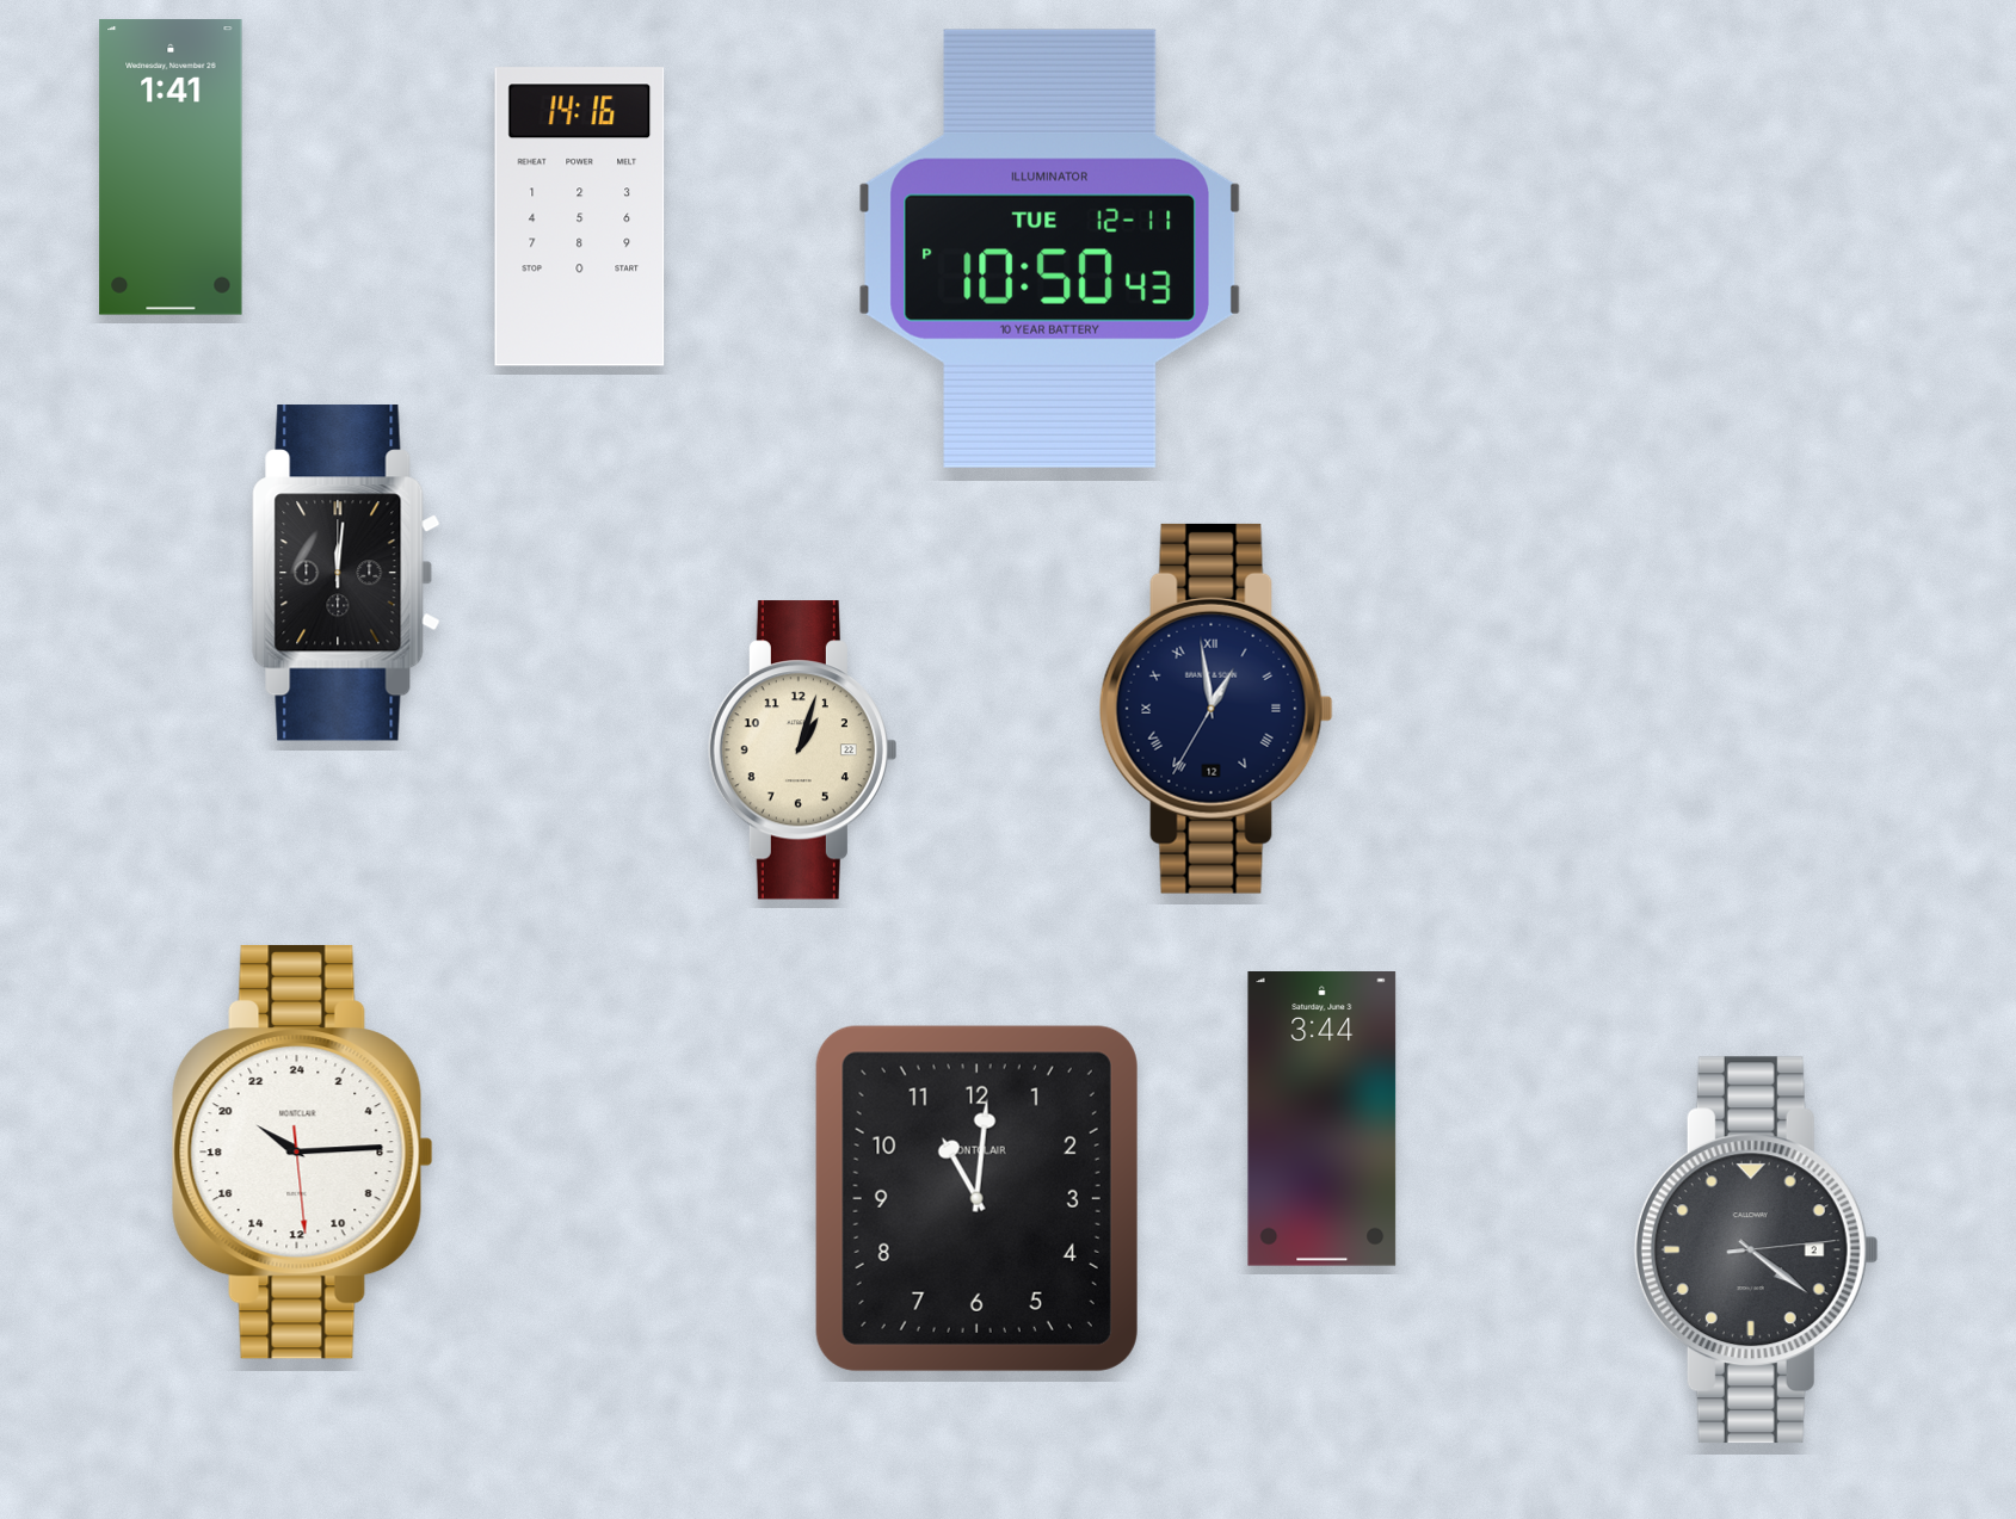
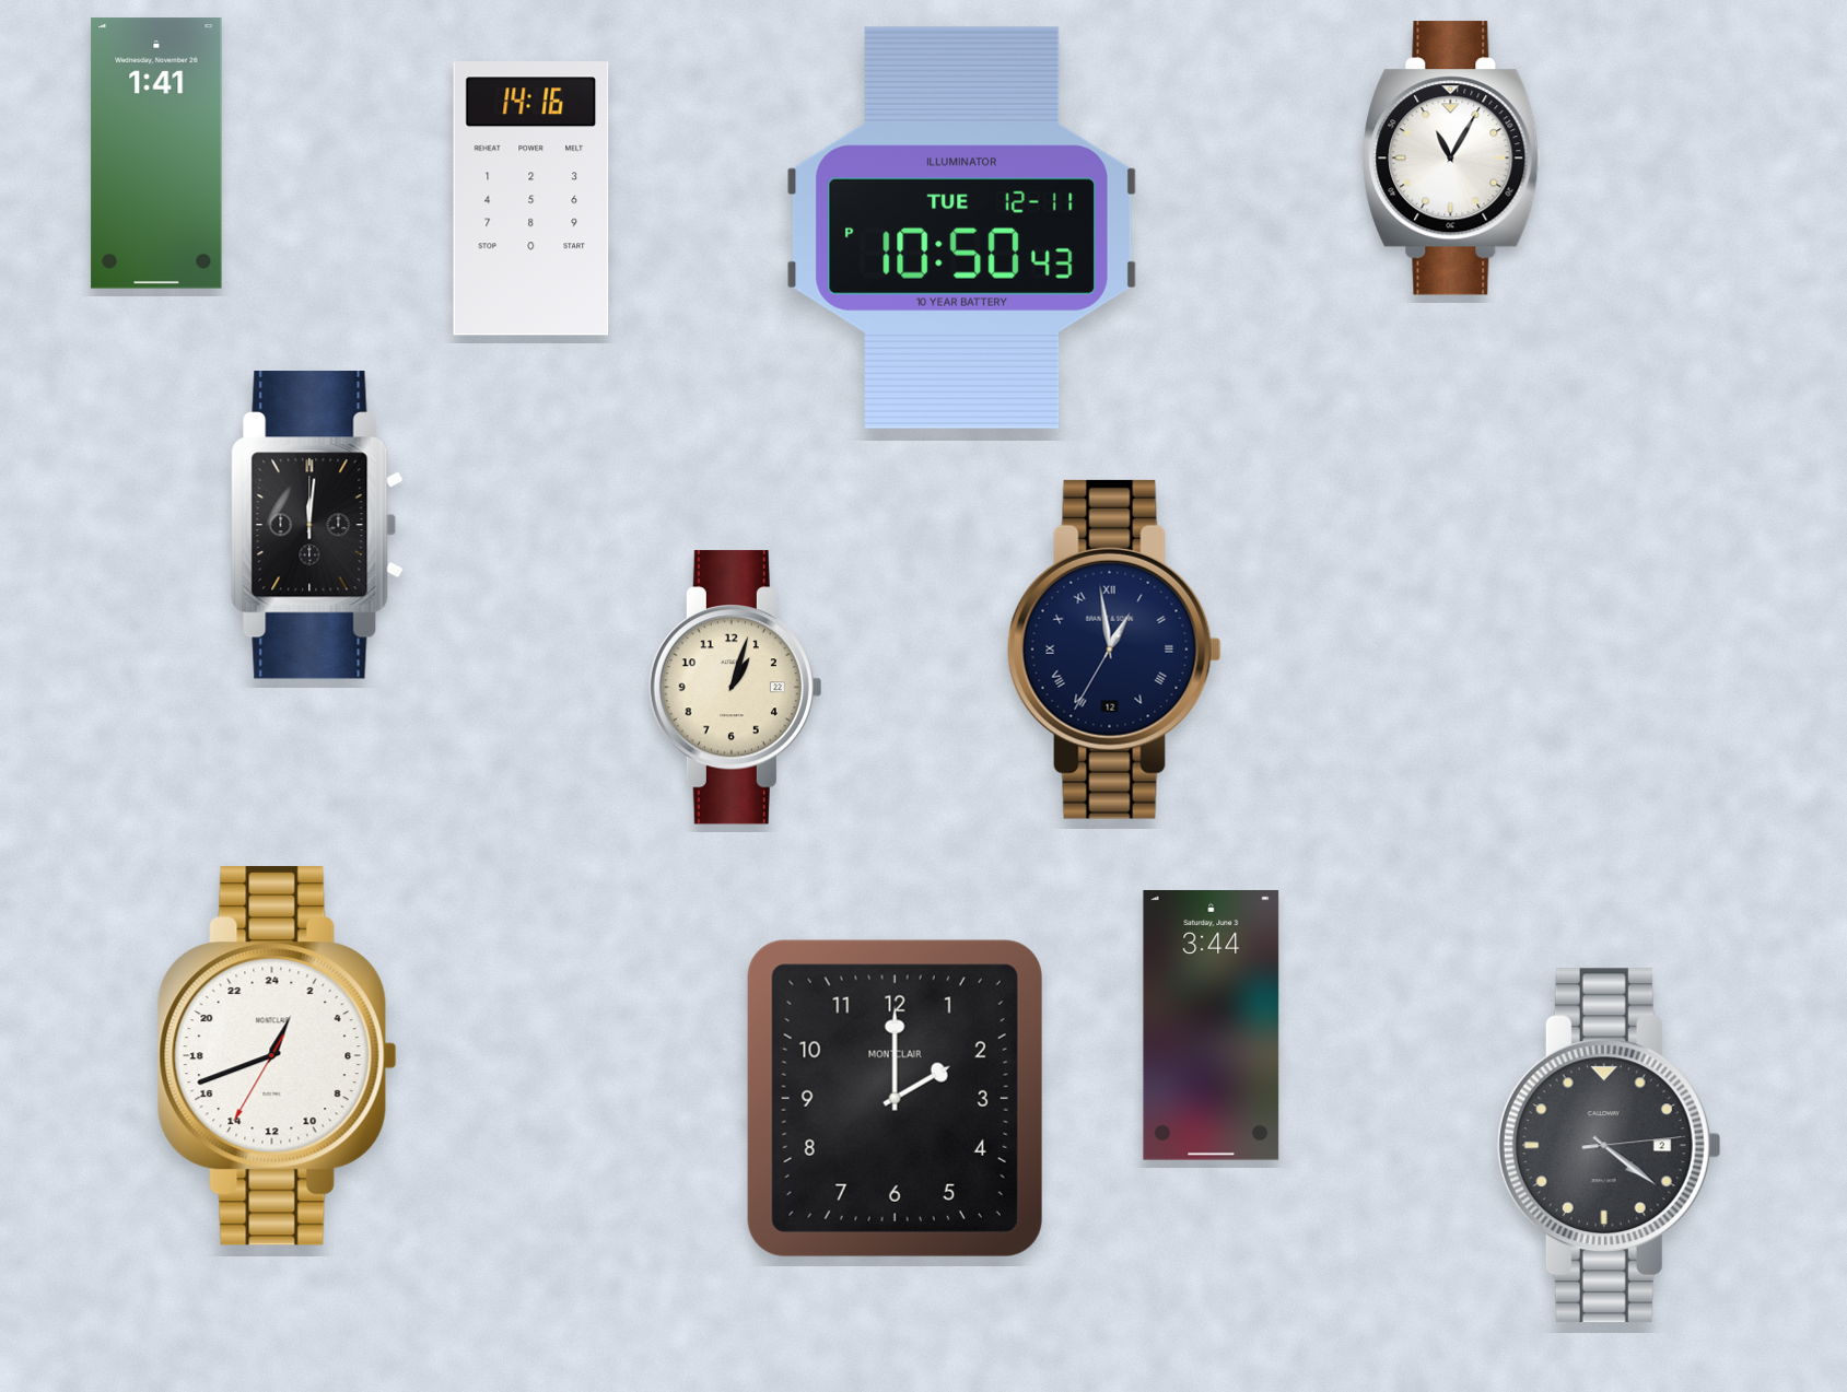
clock at (1452, 159): none -> 11:05
clock at (302, 1151): 20:14 -> 1:41
clock at (976, 1198): 11:01 -> 2:00
